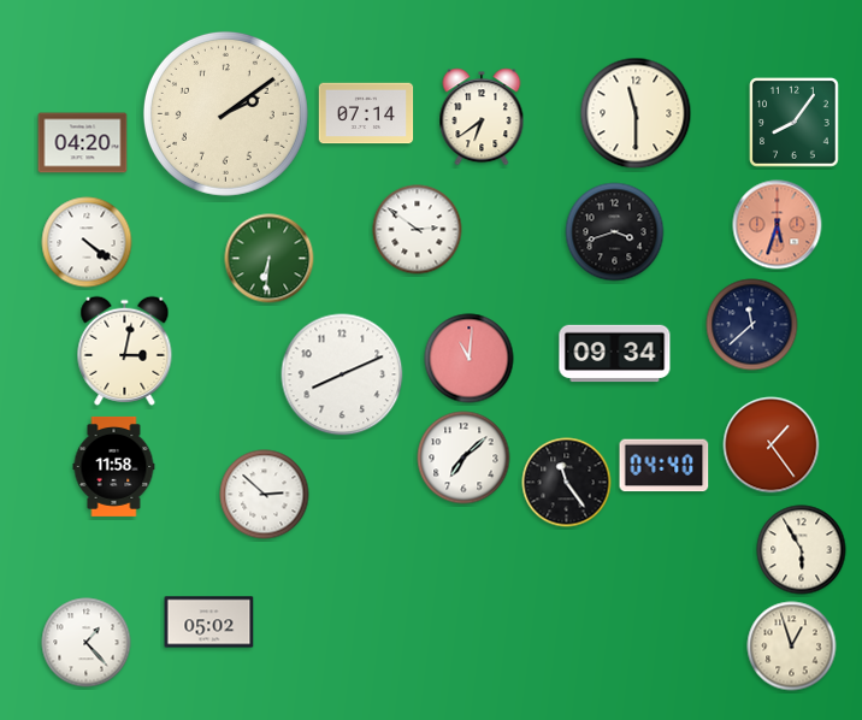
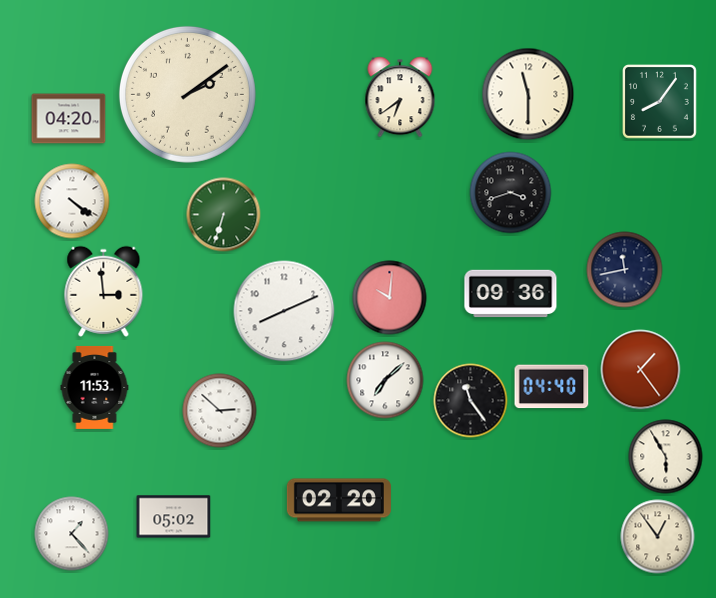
clock at (366, 113): 07:14 -> none
clock at (778, 225): 5:33 -> none
clock at (418, 230): 2:51 -> none
clock at (270, 259): 6:31 -> 6:33
clock at (752, 325): 11:38 -> 11:43
clock at (125, 350): 3:02 -> 2:59
clock at (615, 354): 09:34 -> 09:36
clock at (470, 359): 11:01 -> 10:01
clock at (114, 466): 11:58 -> 11:53
clock at (339, 500): none -> 02:20
clock at (792, 647): 12:57 -> 12:54
